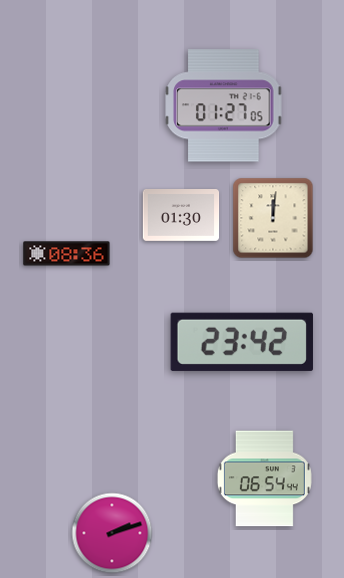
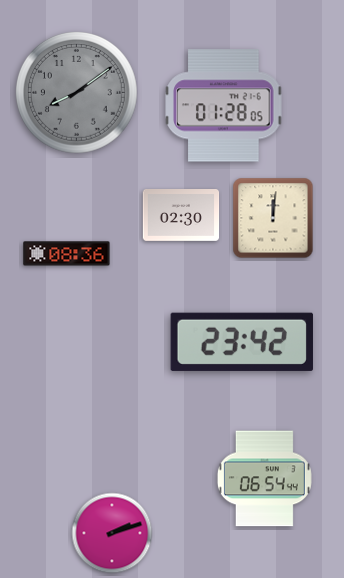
clock at (76, 92): none -> 8:09
clock at (224, 106): 01:27 -> 01:28
clock at (181, 216): 01:30 -> 02:30
